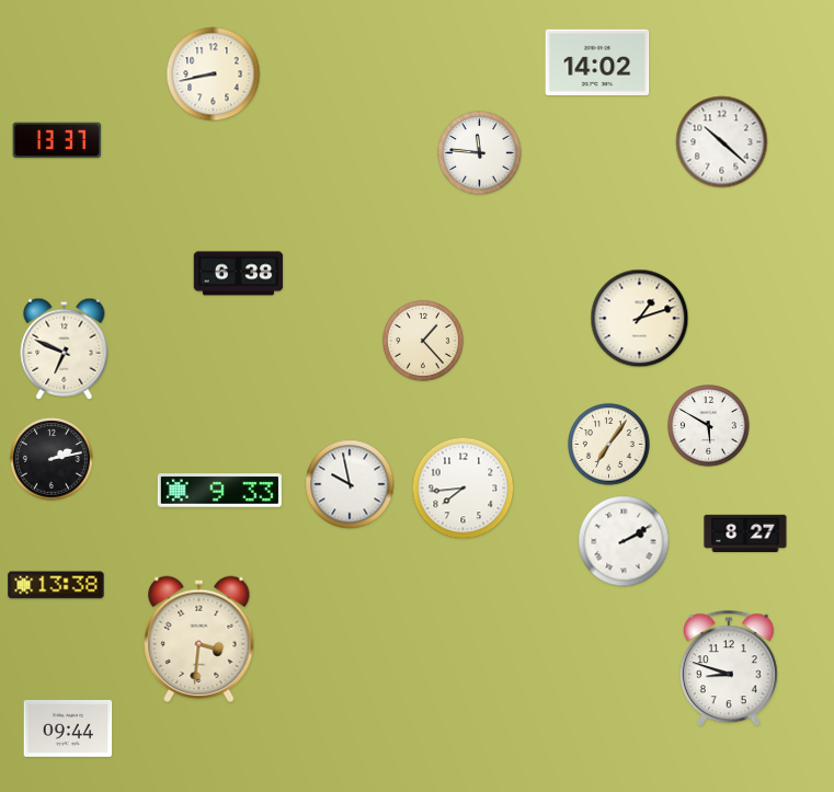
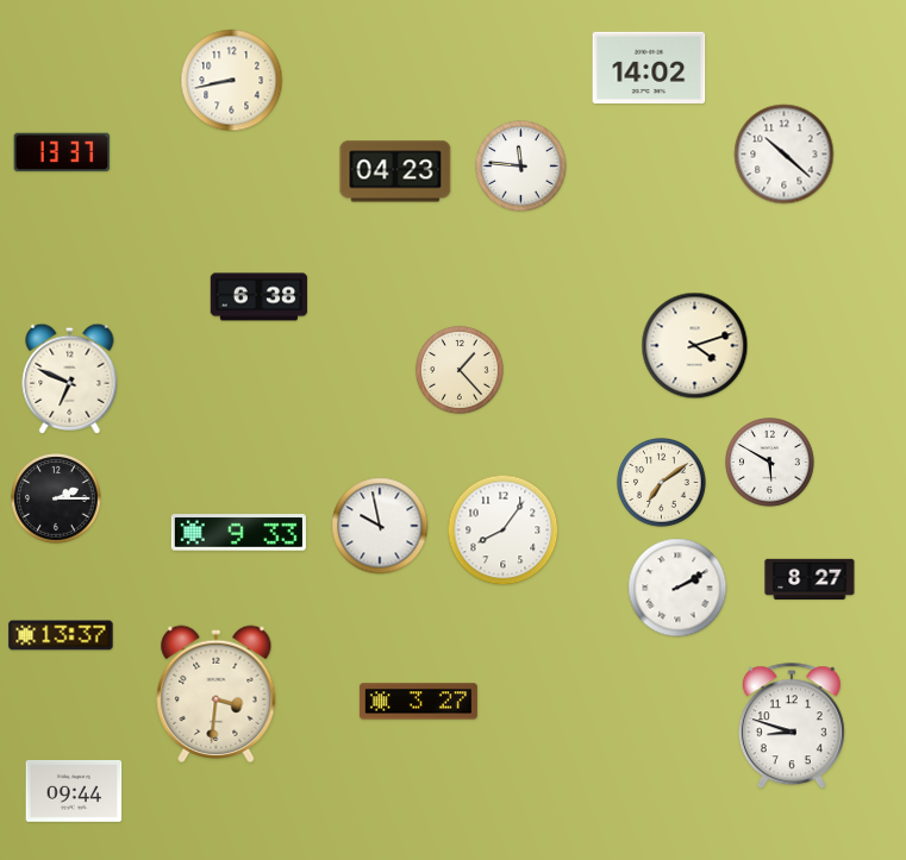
clock at (395, 171): none -> 04:23
clock at (640, 319): 1:12 -> 4:12
clock at (609, 445): 7:06 -> 7:09
clock at (52, 459): 2:13 -> 2:15
clock at (464, 489): 7:44 -> 8:06
clock at (56, 585): 13:38 -> 13:37
clock at (418, 702): none -> 3:27
